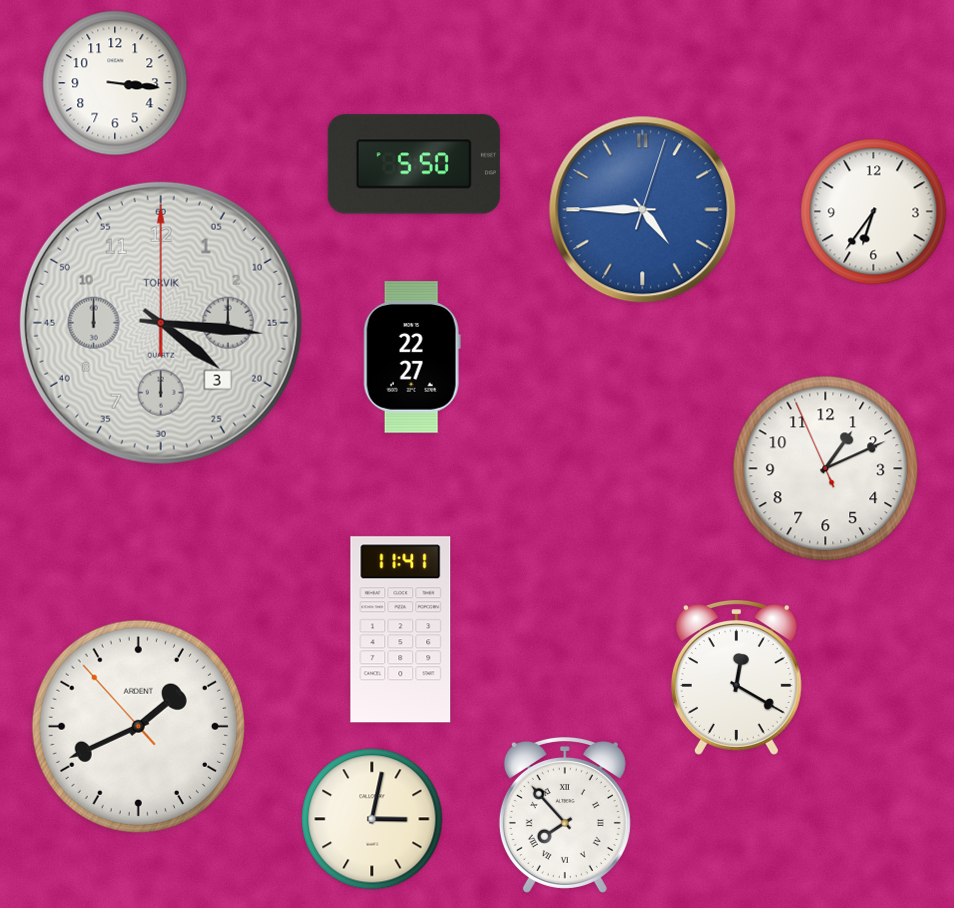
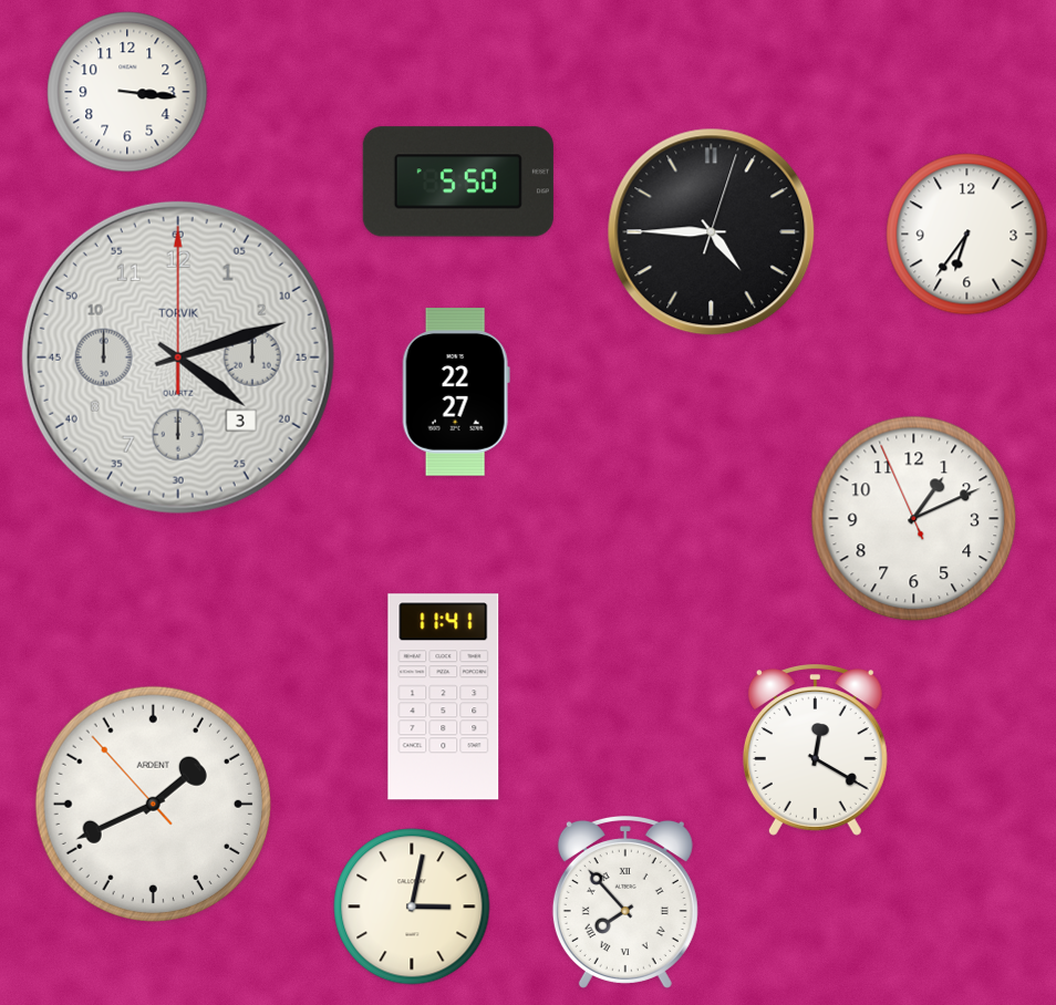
clock at (643, 210) dial: blue -> black
clock at (161, 323): 4:16 -> 4:12
clock at (412, 357) position: (412, 357) -> (456, 392)
